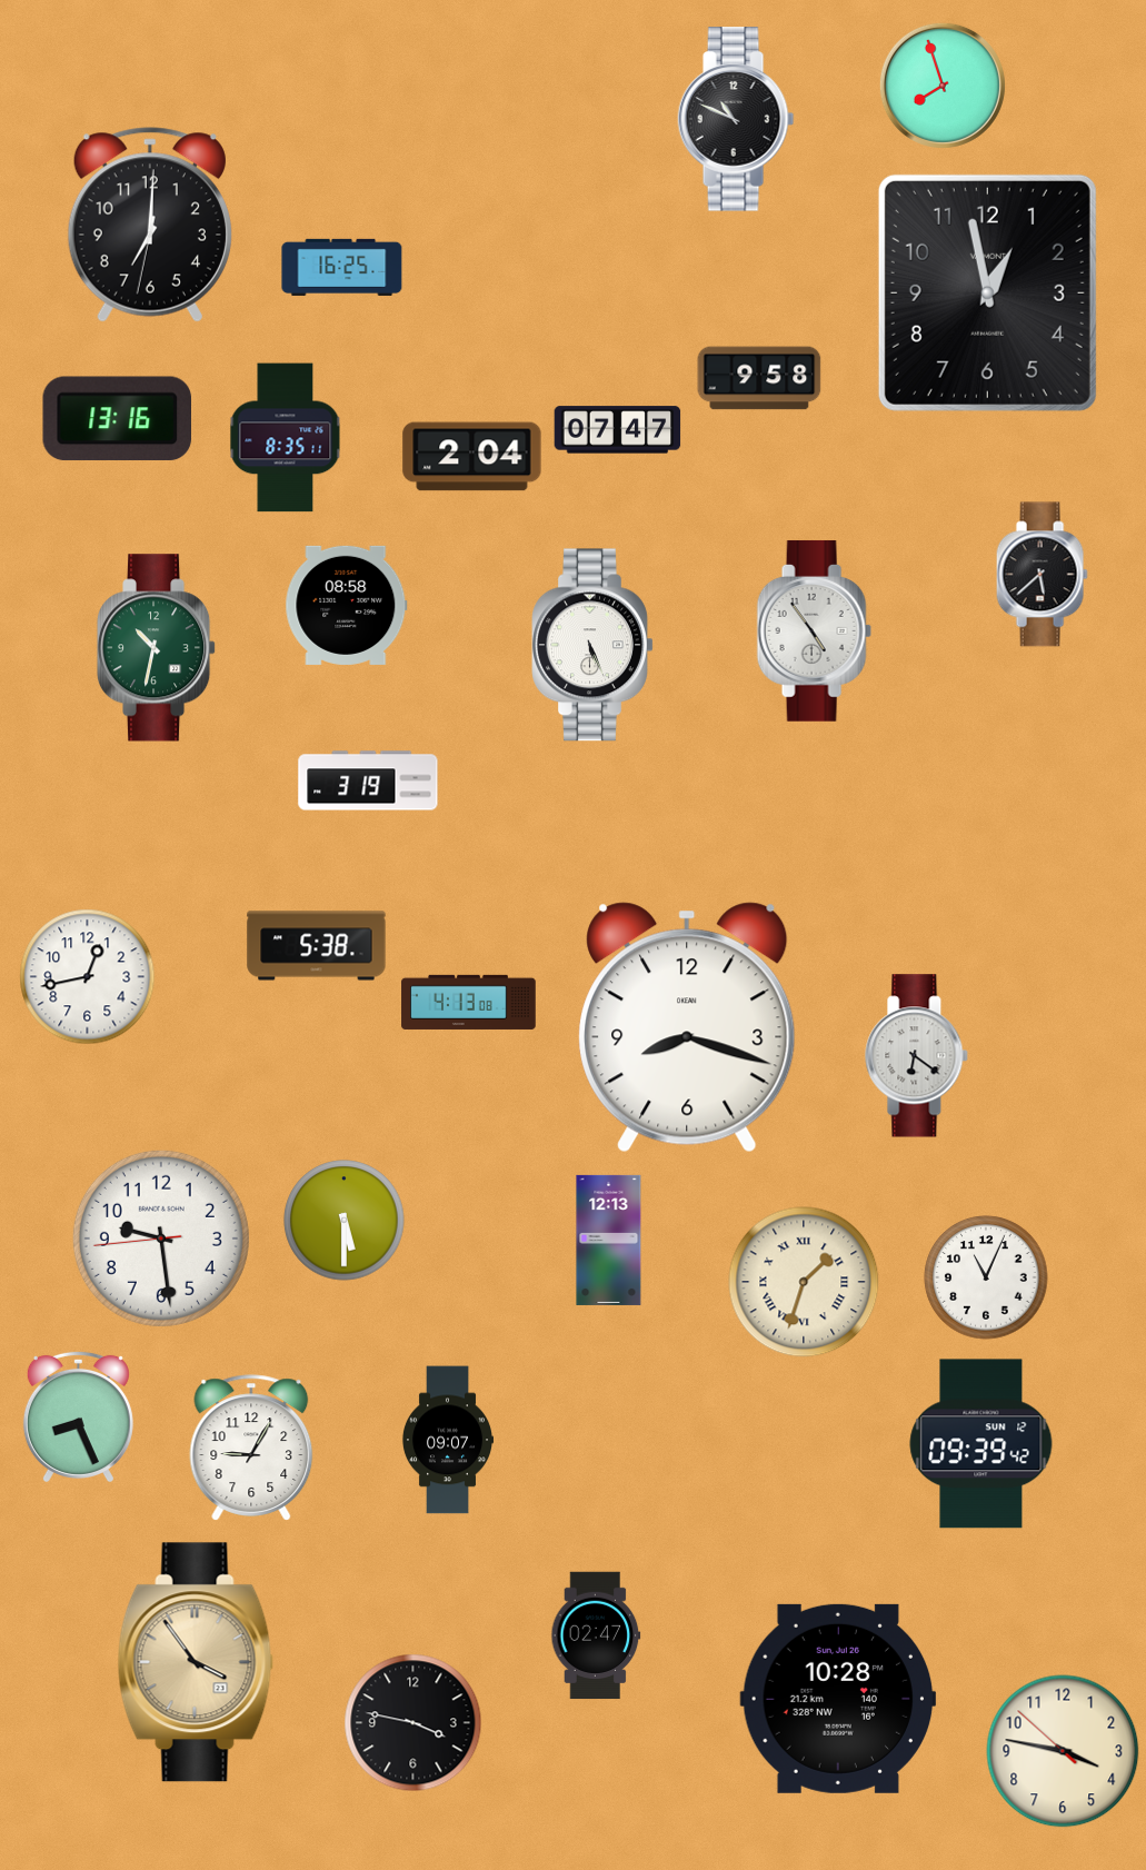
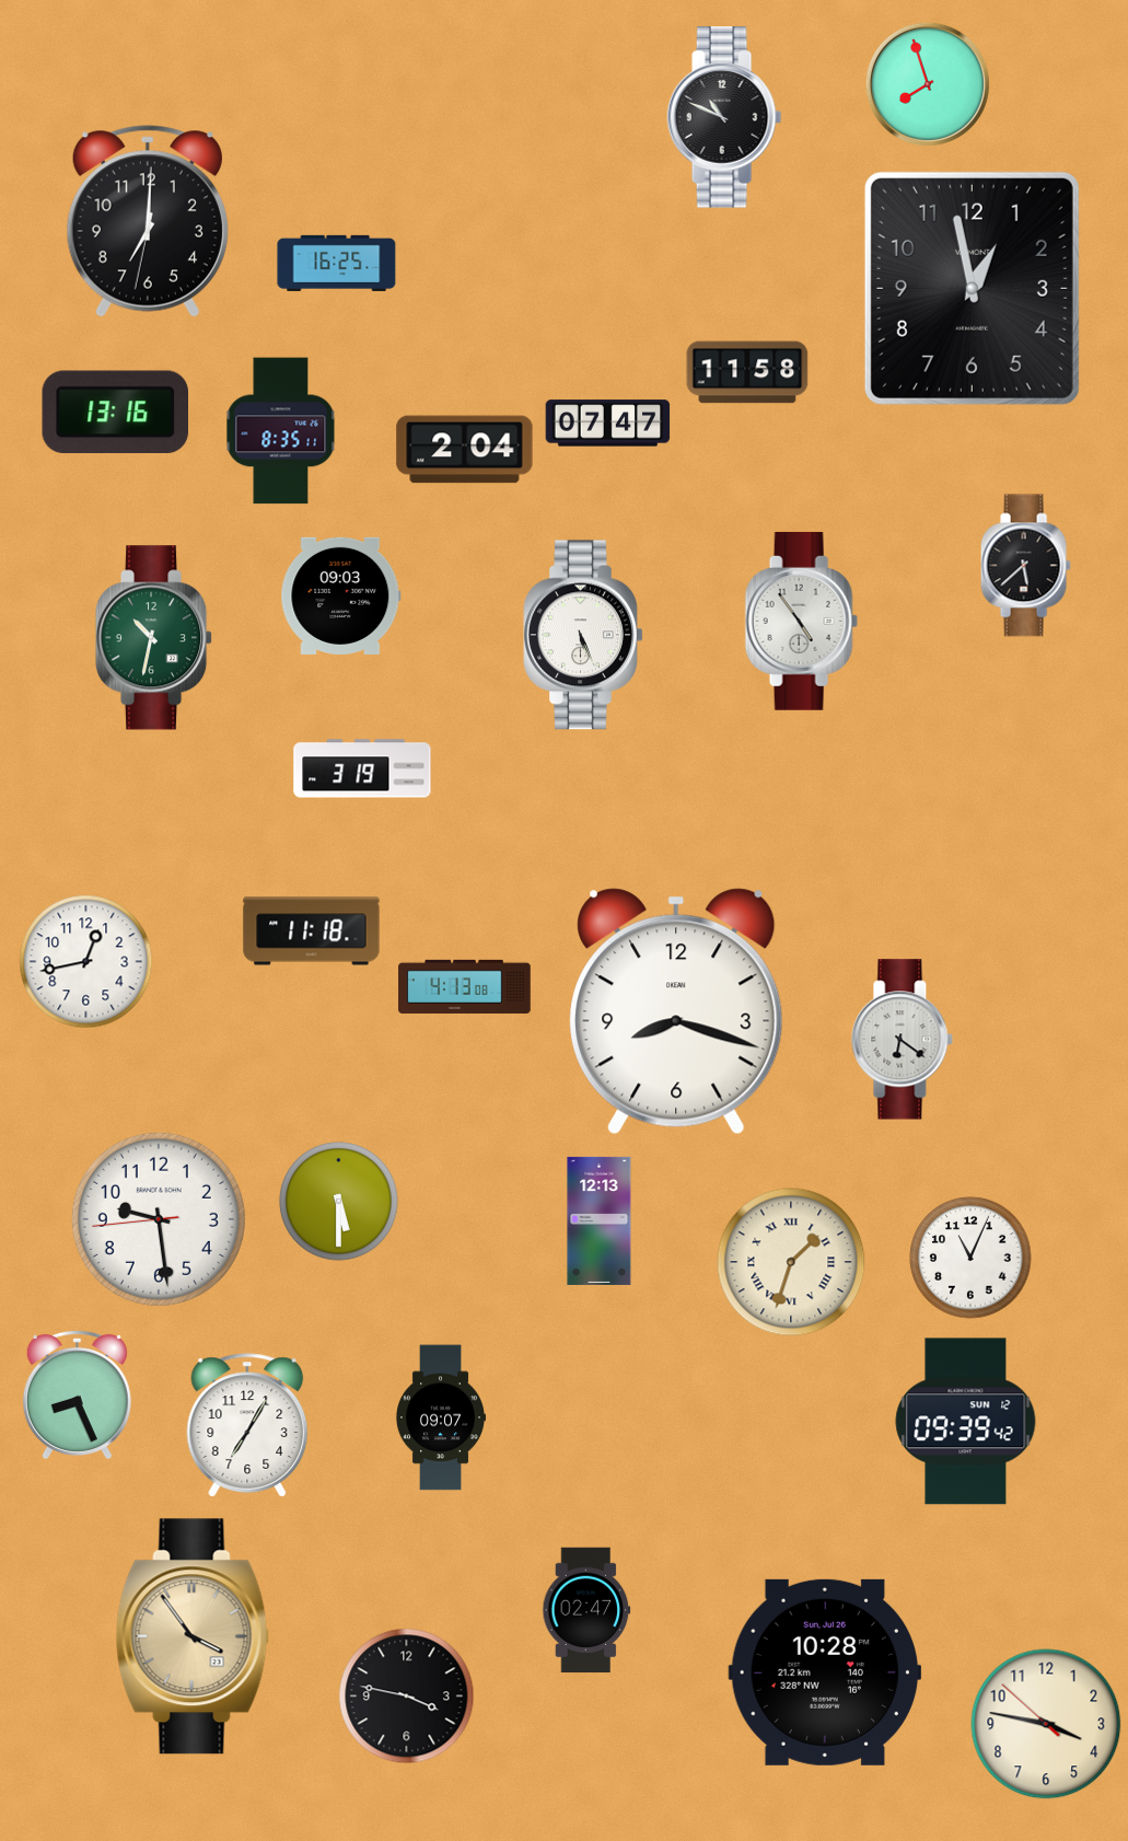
clock at (759, 378): 9:58 -> 11:58
clock at (347, 605): 08:58 -> 09:03
clock at (317, 946): 5:38 -> 11:18
clock at (469, 1002) position: (469, 1002) -> (465, 986)
clock at (251, 1448): 9:05 -> 7:05
